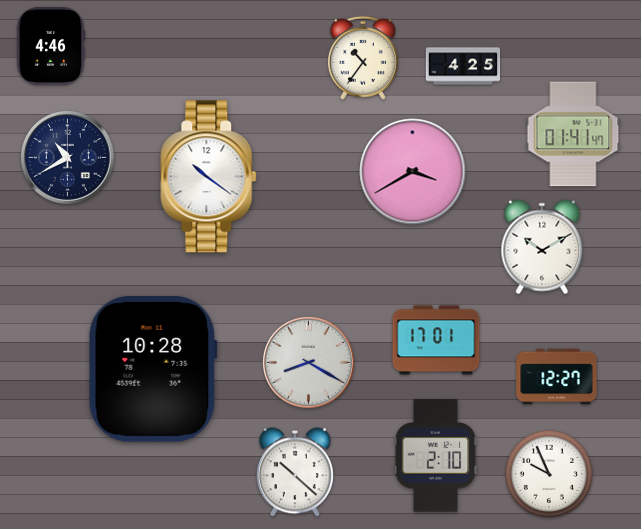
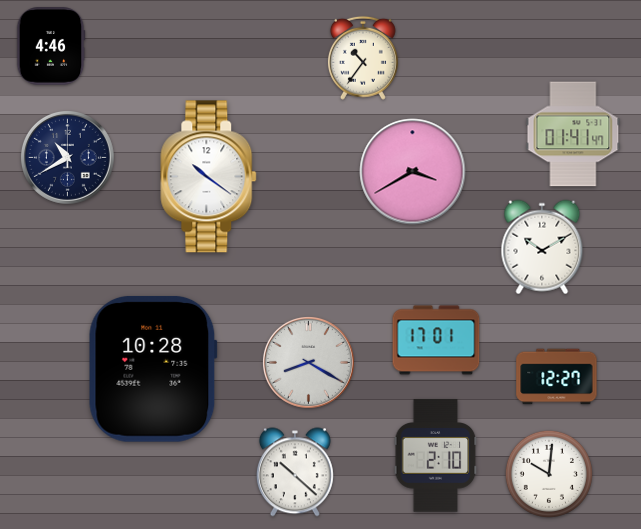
clock at (463, 66): 4:25 -> none
clock at (549, 474): 9:56 -> 10:01
